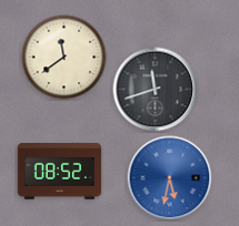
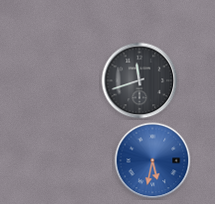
clock at (64, 58): 11:39 -> none
clock at (60, 172): 08:52 -> none
